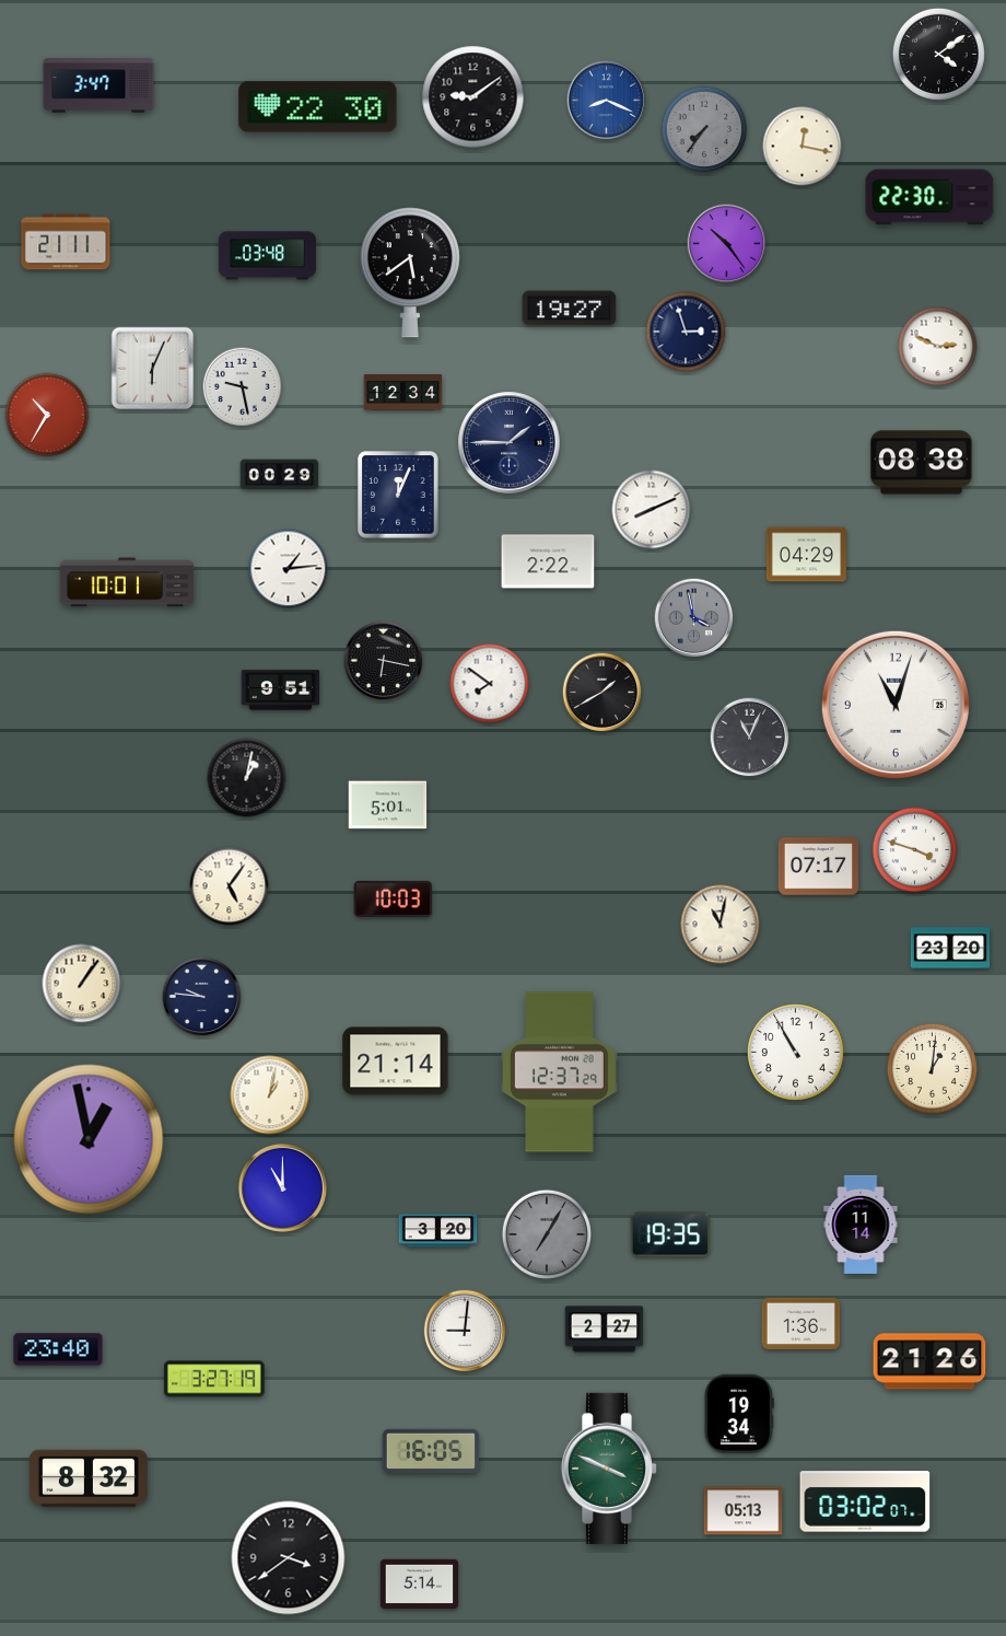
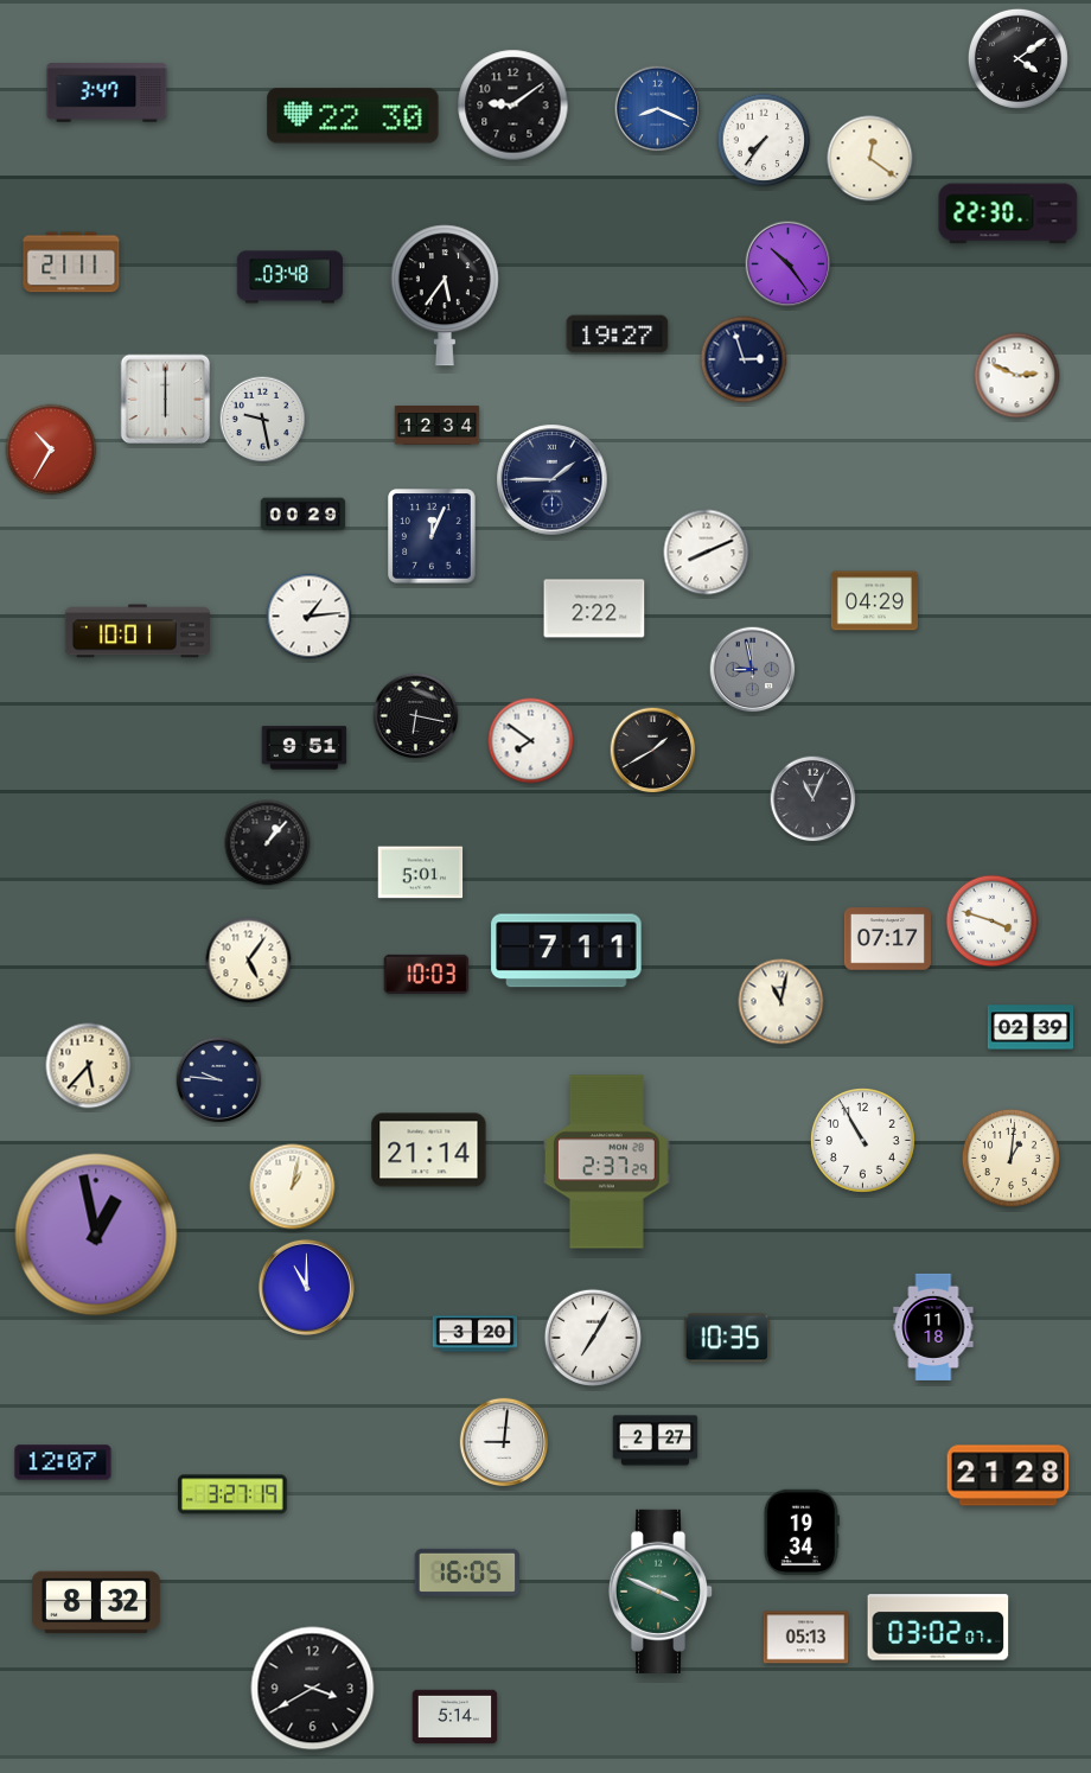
clock at (318, 107) position: (318, 107) -> (353, 116)
clock at (704, 129) dial: grey -> white
clock at (803, 147): 12:17 -> 12:21
clock at (410, 272): 5:39 -> 5:36
clock at (153, 369): 6:04 -> 6:00
clock at (922, 463): 08:38 -> none
clock at (289, 569) position: (289, 569) -> (310, 617)
clock at (694, 618): 3:58 -> 8:58
clock at (896, 705): 11:03 -> none
clock at (247, 778): 1:02 -> 1:07
clock at (567, 951): none -> 7:11
clock at (950, 948): 23:20 -> 02:39
clock at (82, 984): 1:06 -> 5:37
clock at (559, 1072): 12:37 -> 2:37
clock at (861, 1225): 11:14 -> 11:18
clock at (546, 1233) dial: grey -> white
clock at (669, 1234): 19:35 -> 10:35
clock at (802, 1323): 1:36 -> none
clock at (58, 1349): 23:40 -> 12:07
clock at (929, 1361): 21:26 -> 21:28
clock at (289, 1558): 3:39 -> 3:40
